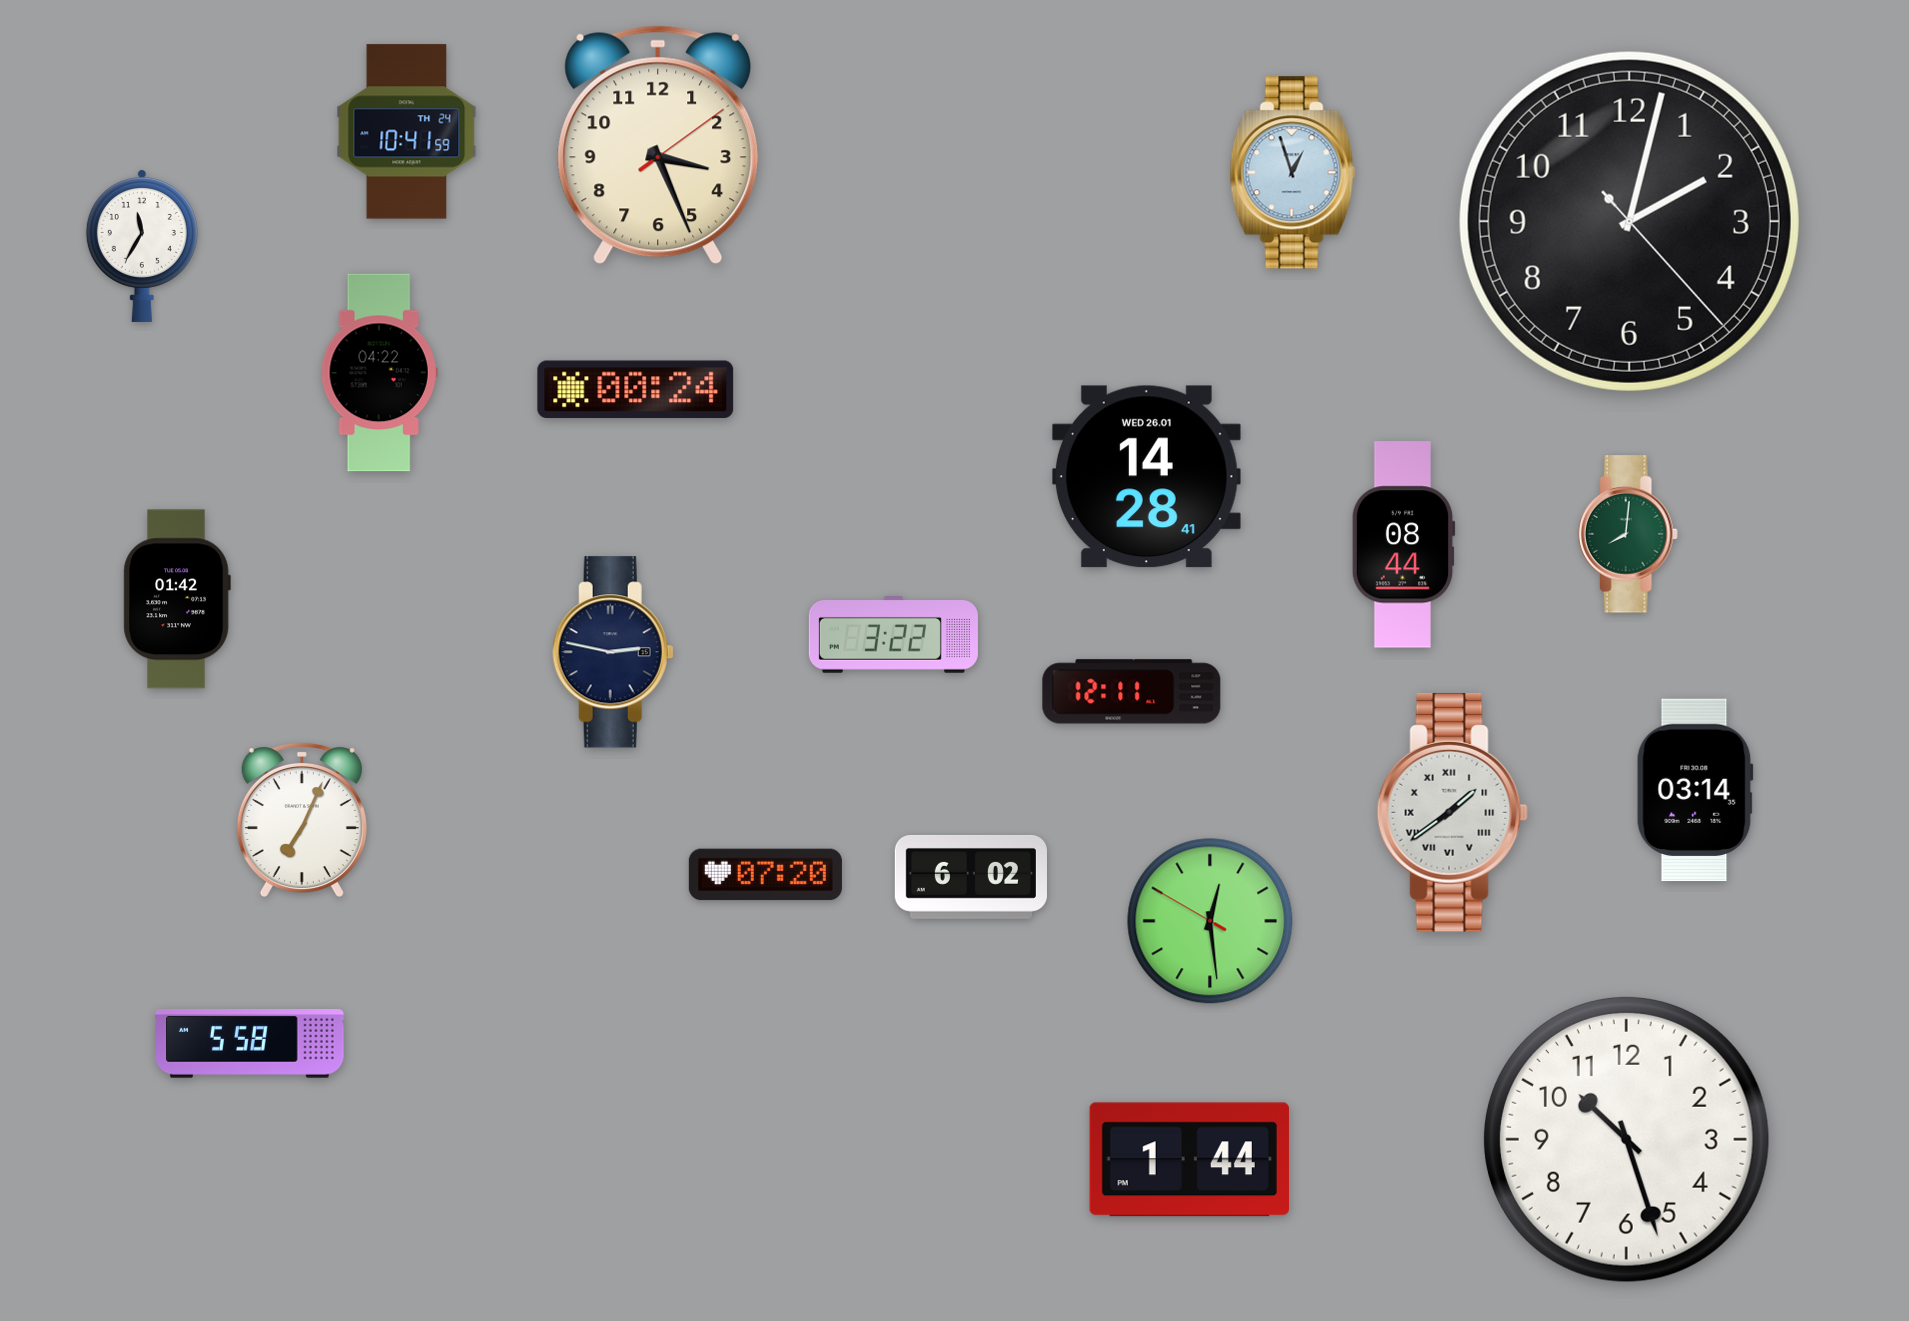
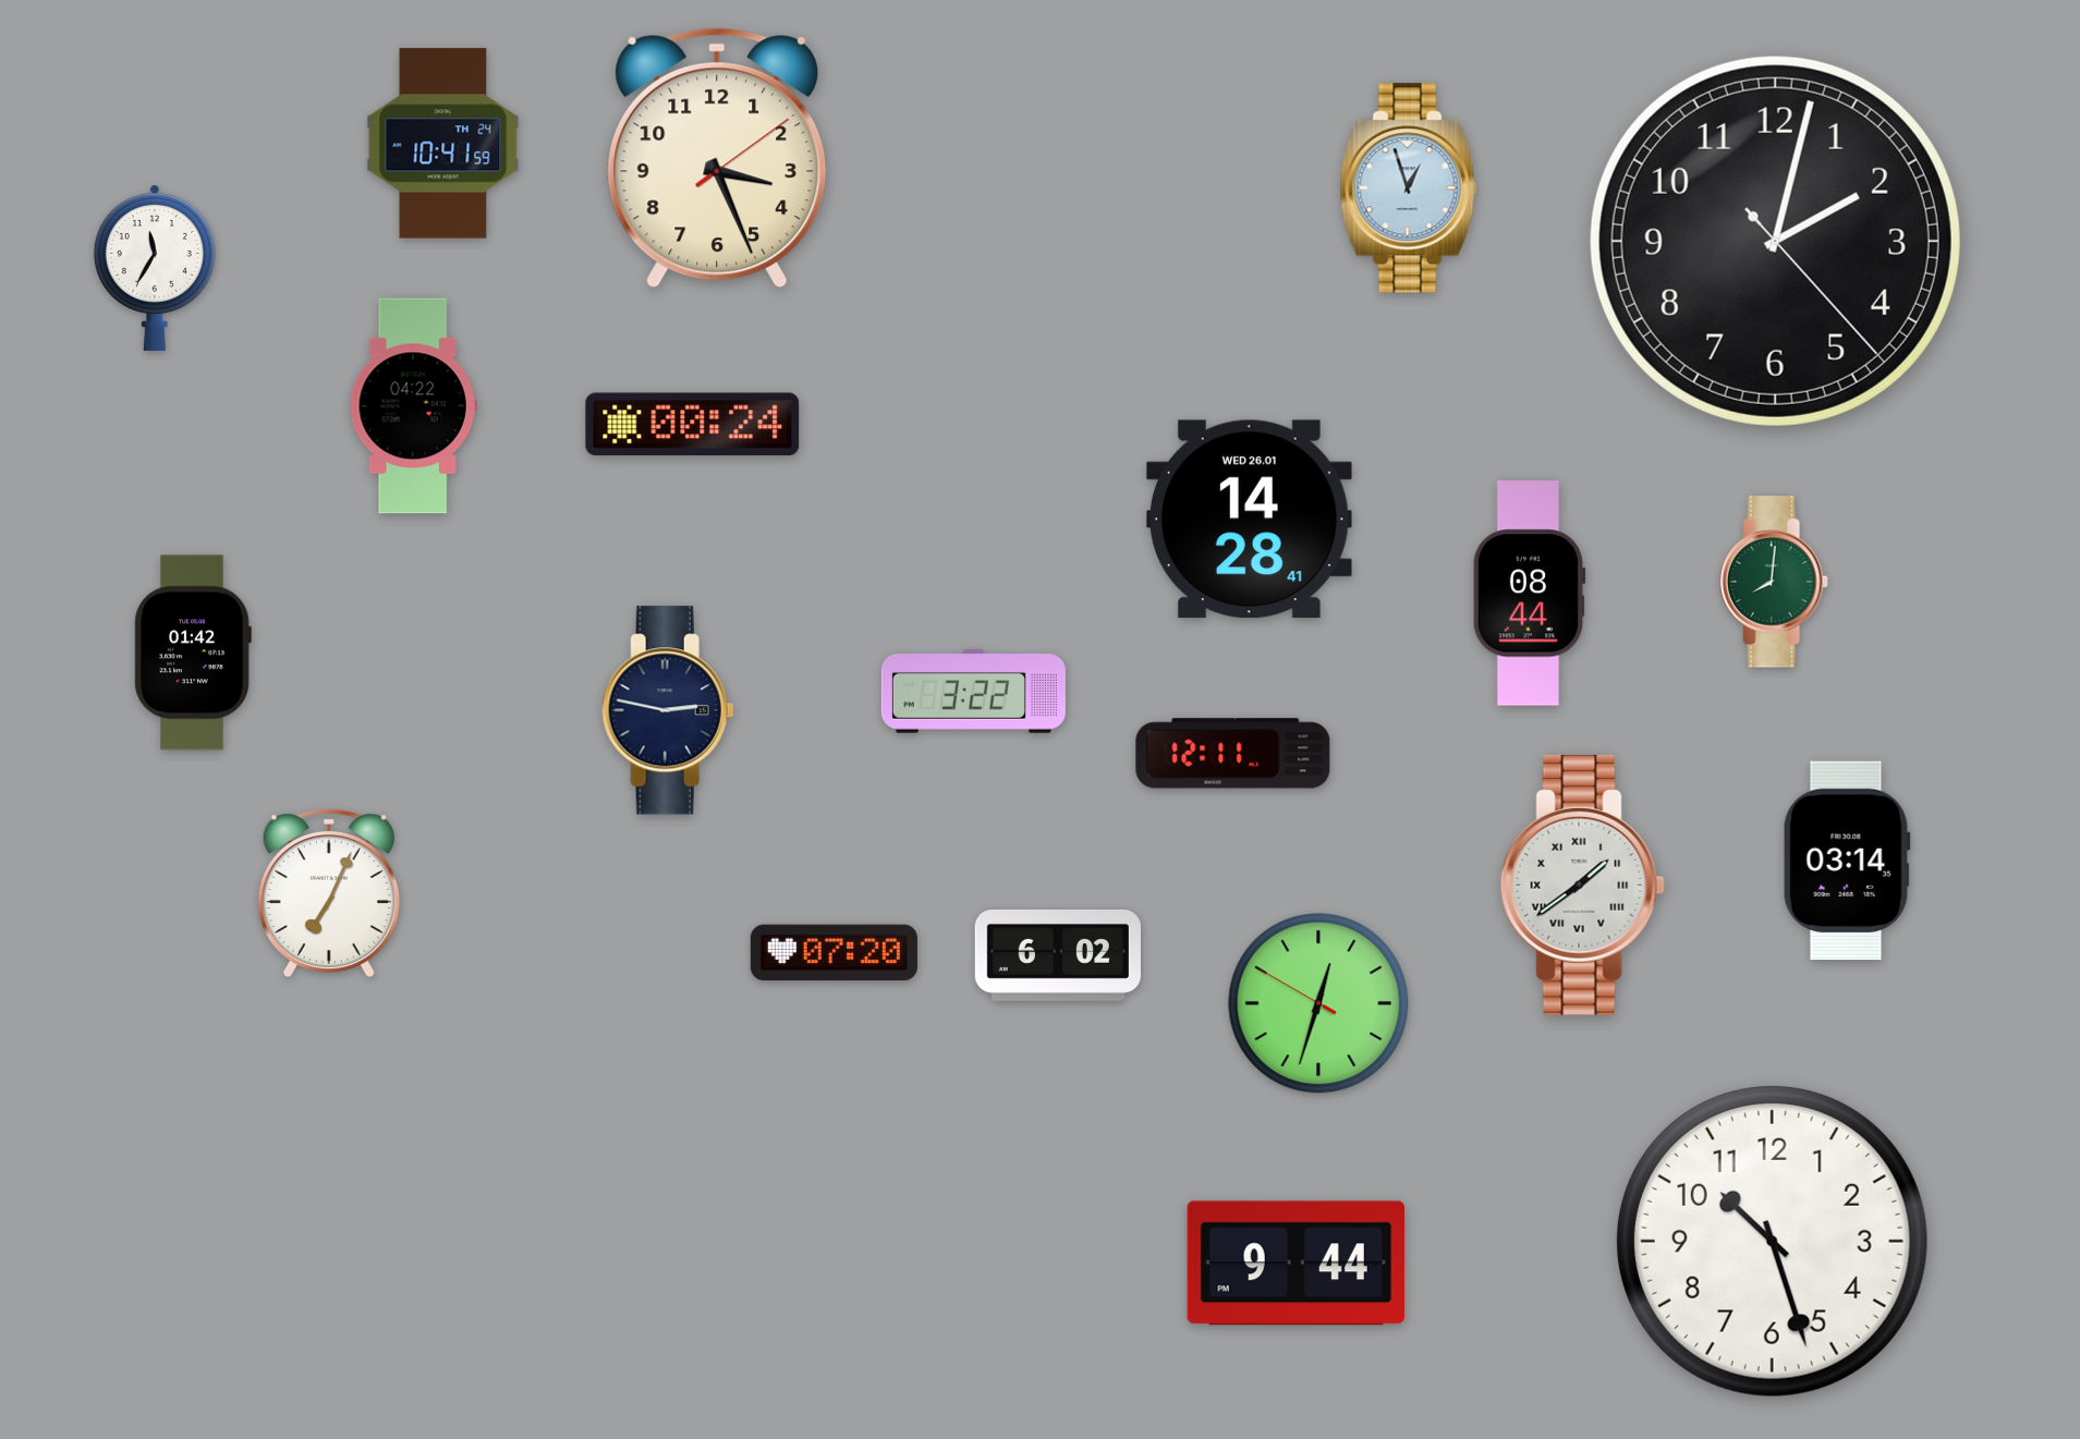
clock at (1210, 921): 12:28 -> 12:32
clock at (250, 1044): 5:58 -> none
clock at (1189, 1160): 1:44 -> 9:44
